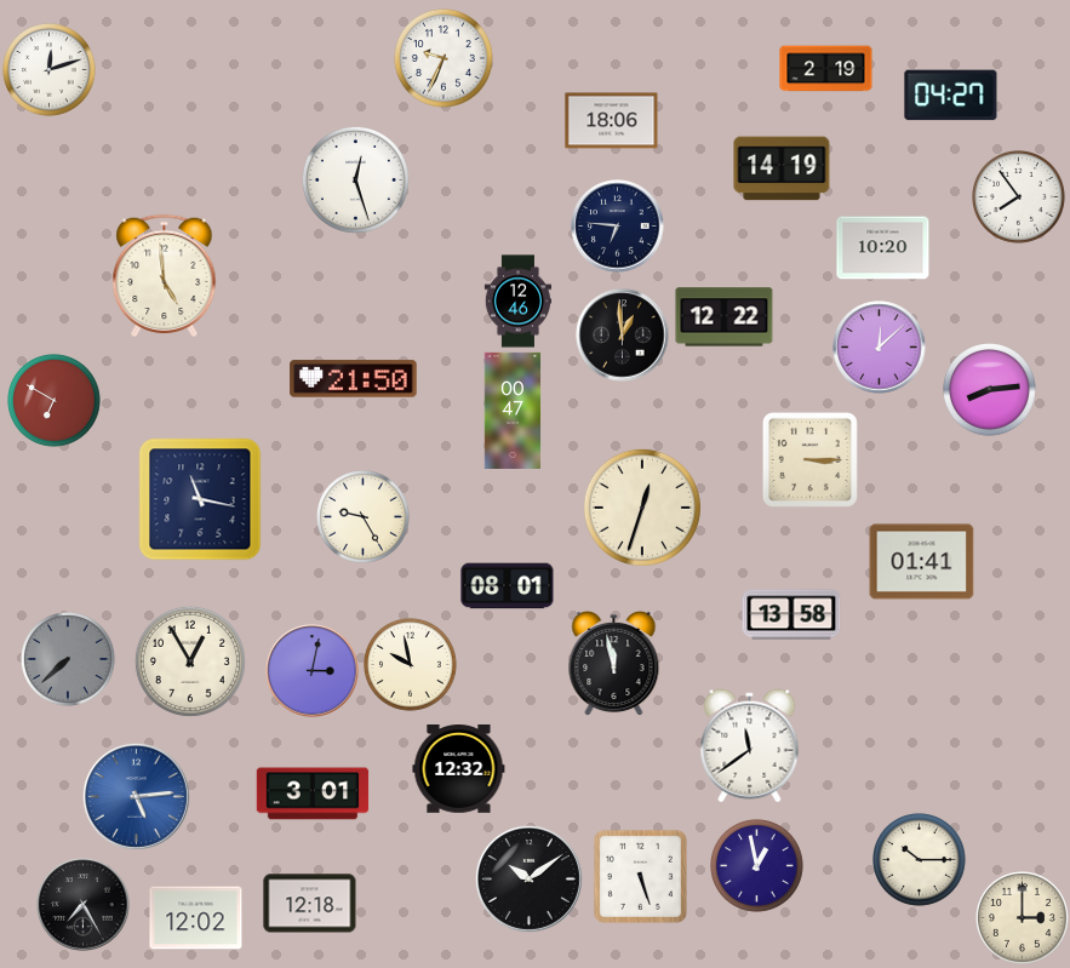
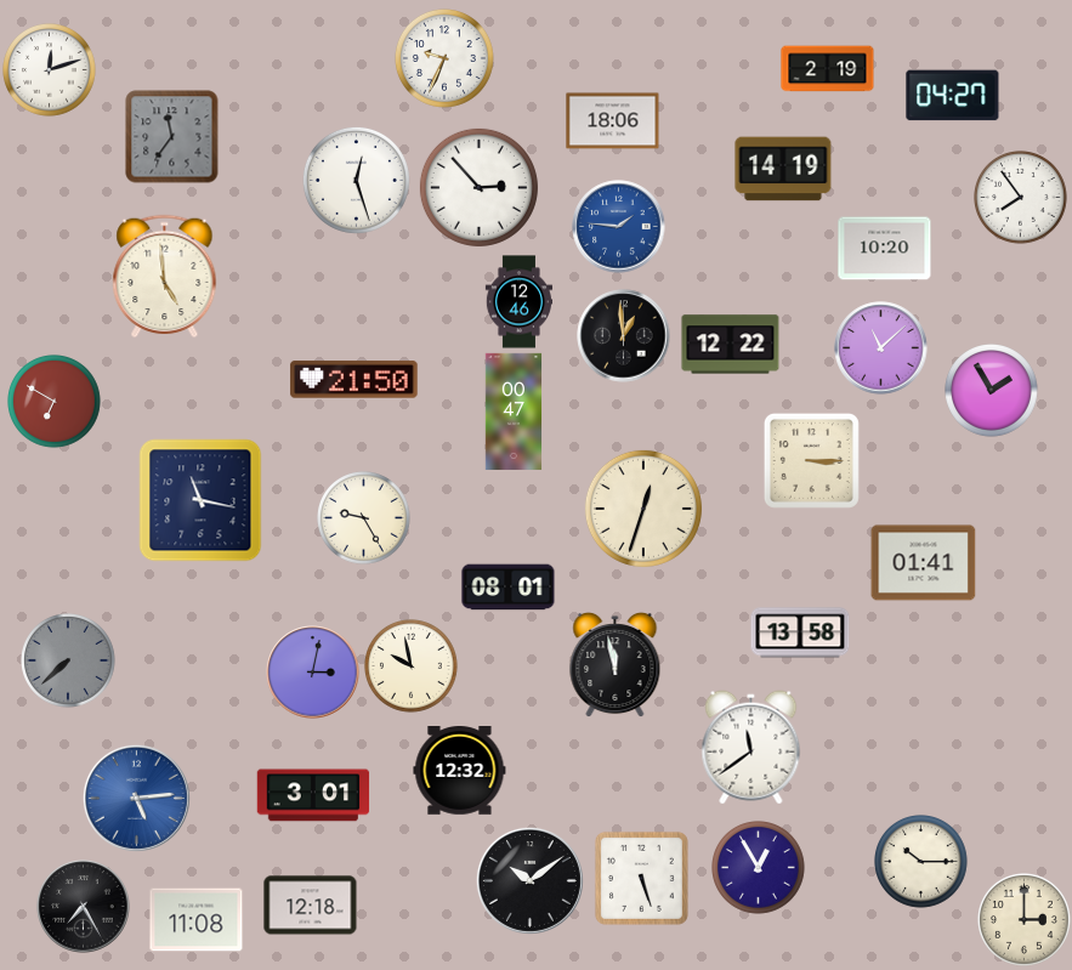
clock at (172, 137): none -> 11:36
clock at (478, 187): none -> 2:53
clock at (618, 227): 6:46 -> 1:46
clock at (618, 227) dial: navy -> blue
clock at (725, 317) position: (725, 317) -> (731, 345)
clock at (880, 348): 12:08 -> 11:08
clock at (990, 390): 8:14 -> 1:55
clock at (791, 614) position: (791, 614) -> (800, 633)
clock at (190, 661): 12:55 -> none
clock at (757, 866): 12:58 -> 12:55
clock at (196, 918): 12:02 -> 11:08
